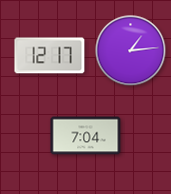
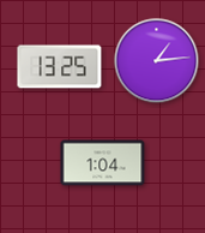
clock at (50, 56): 12:17 -> 13:25
clock at (86, 136): 7:04 -> 1:04
